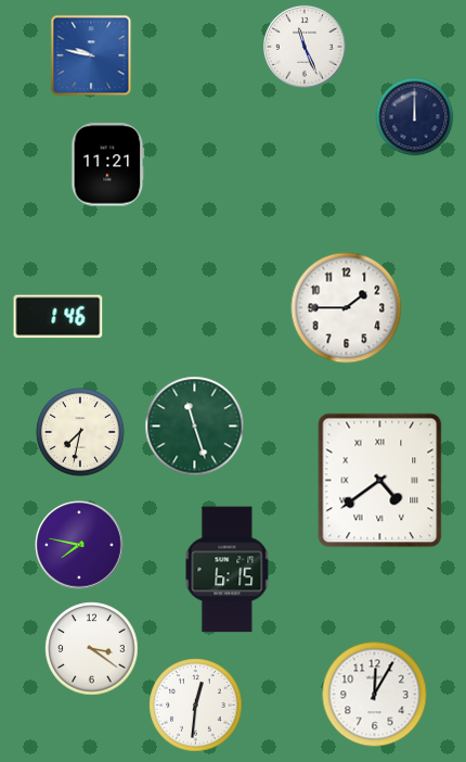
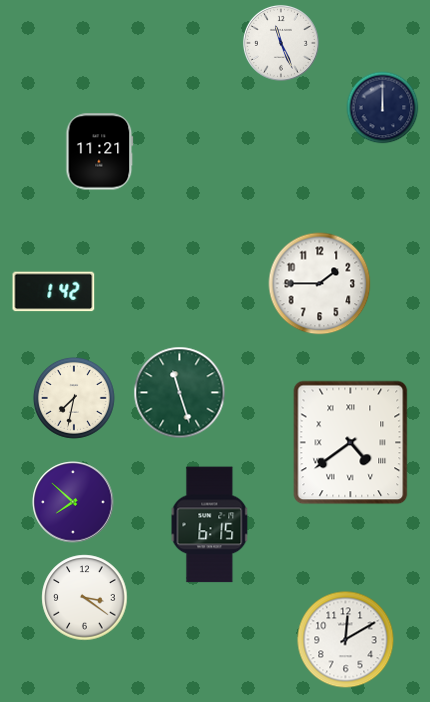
clock at (91, 55): 9:47 -> none
clock at (59, 317): 1:46 -> 1:42
clock at (79, 545): 7:47 -> 7:52
clock at (375, 695): 12:05 -> 12:10
clock at (196, 706): 12:31 -> none
